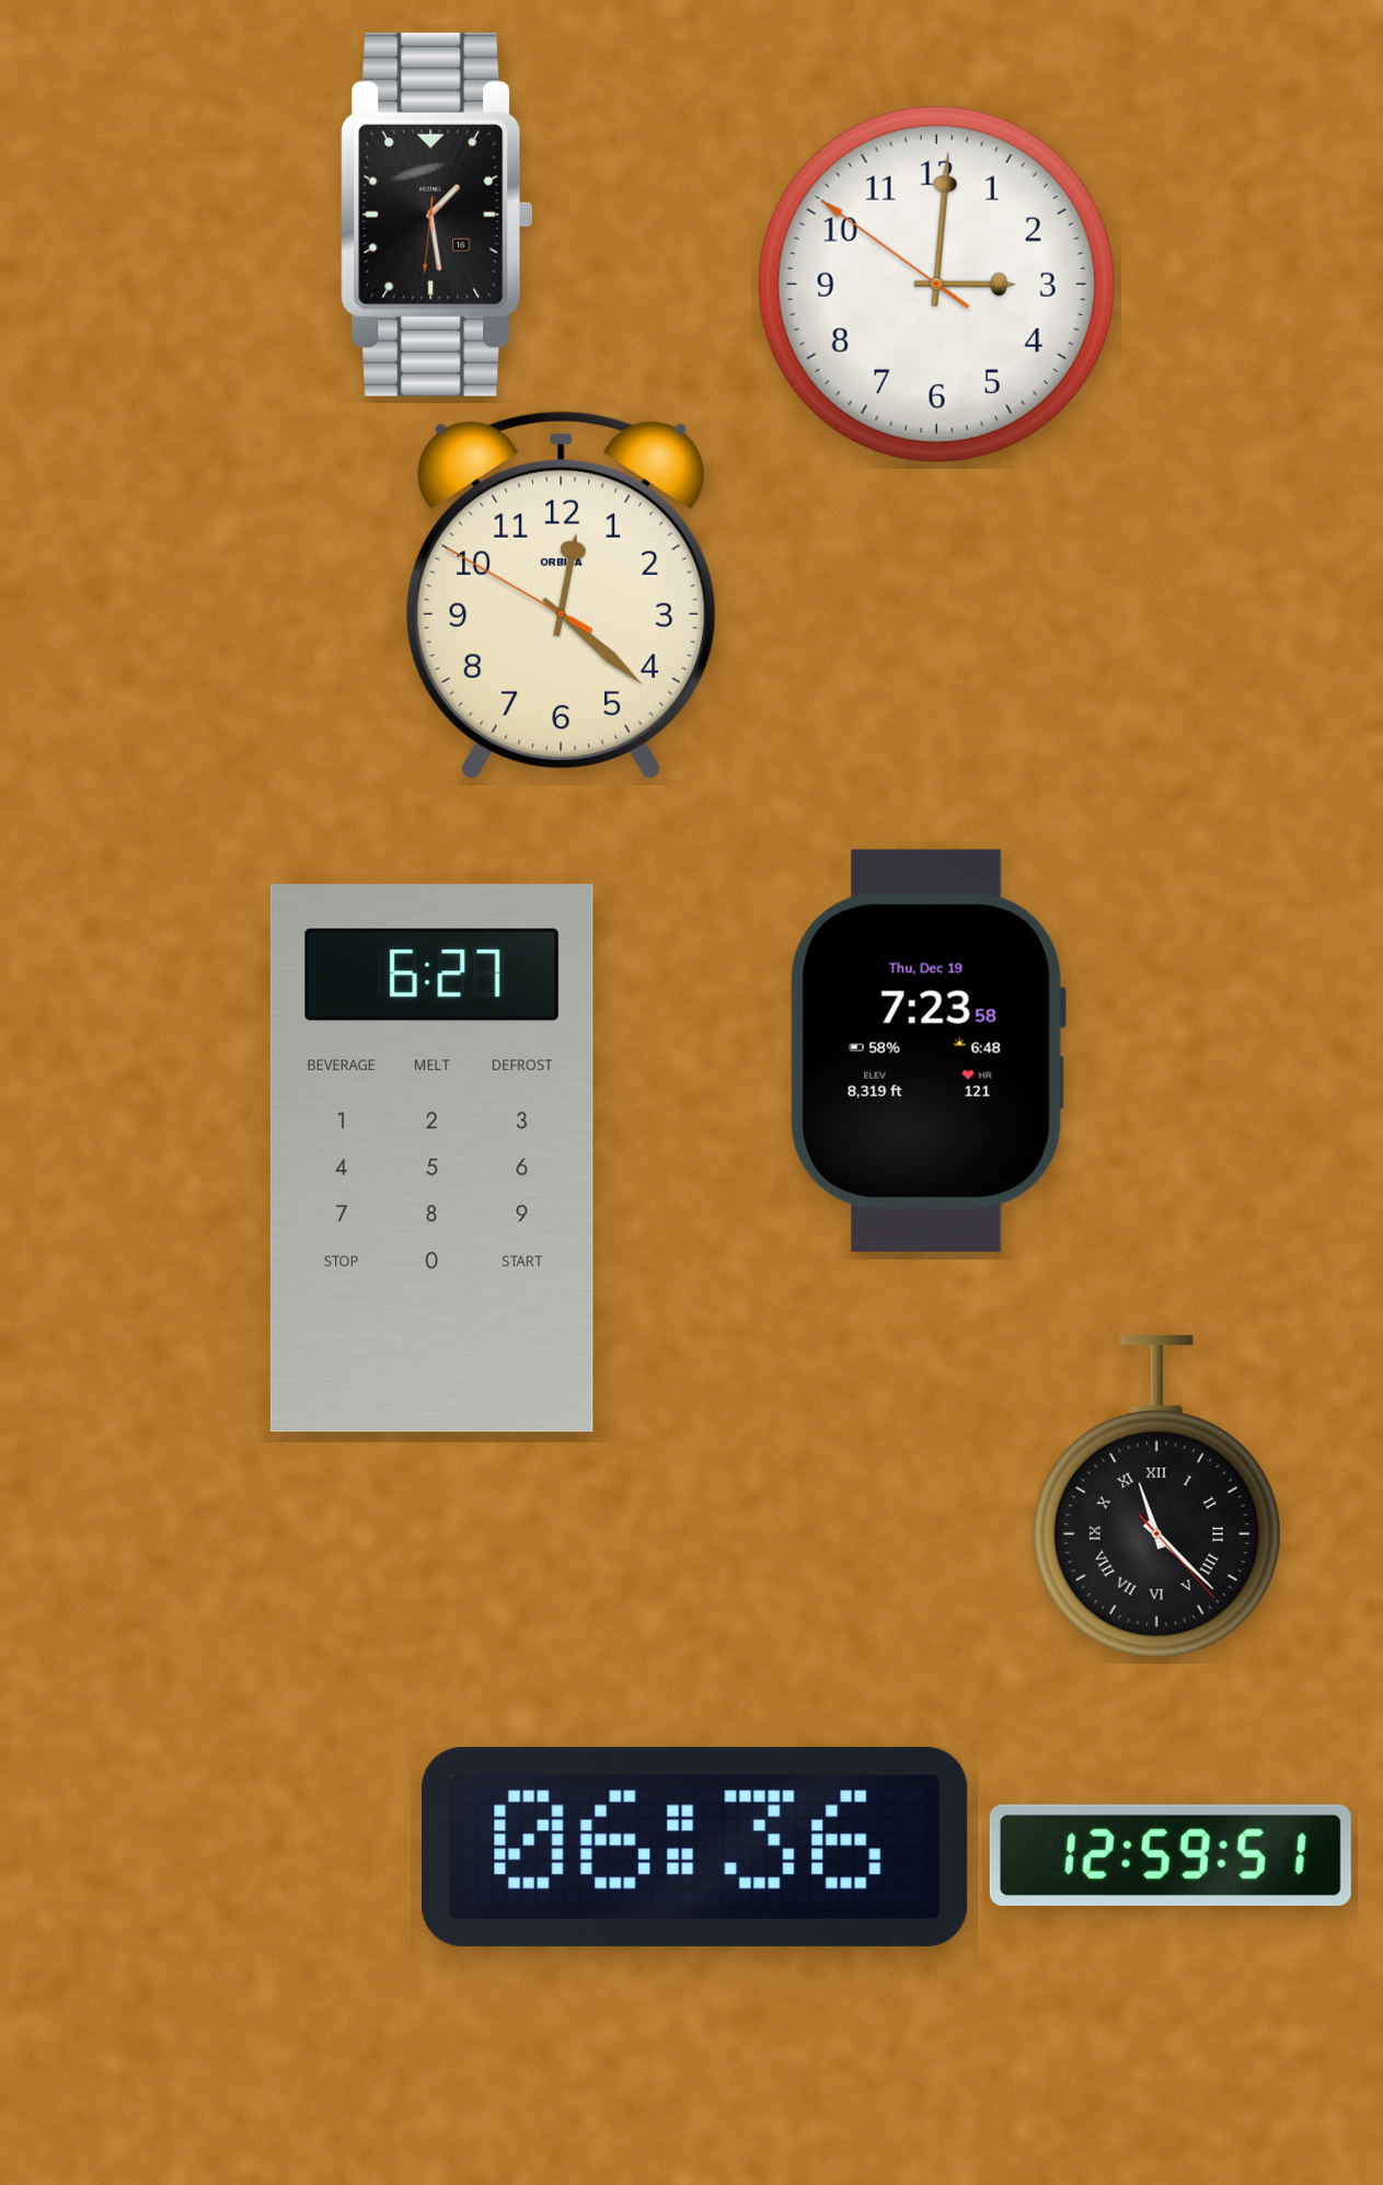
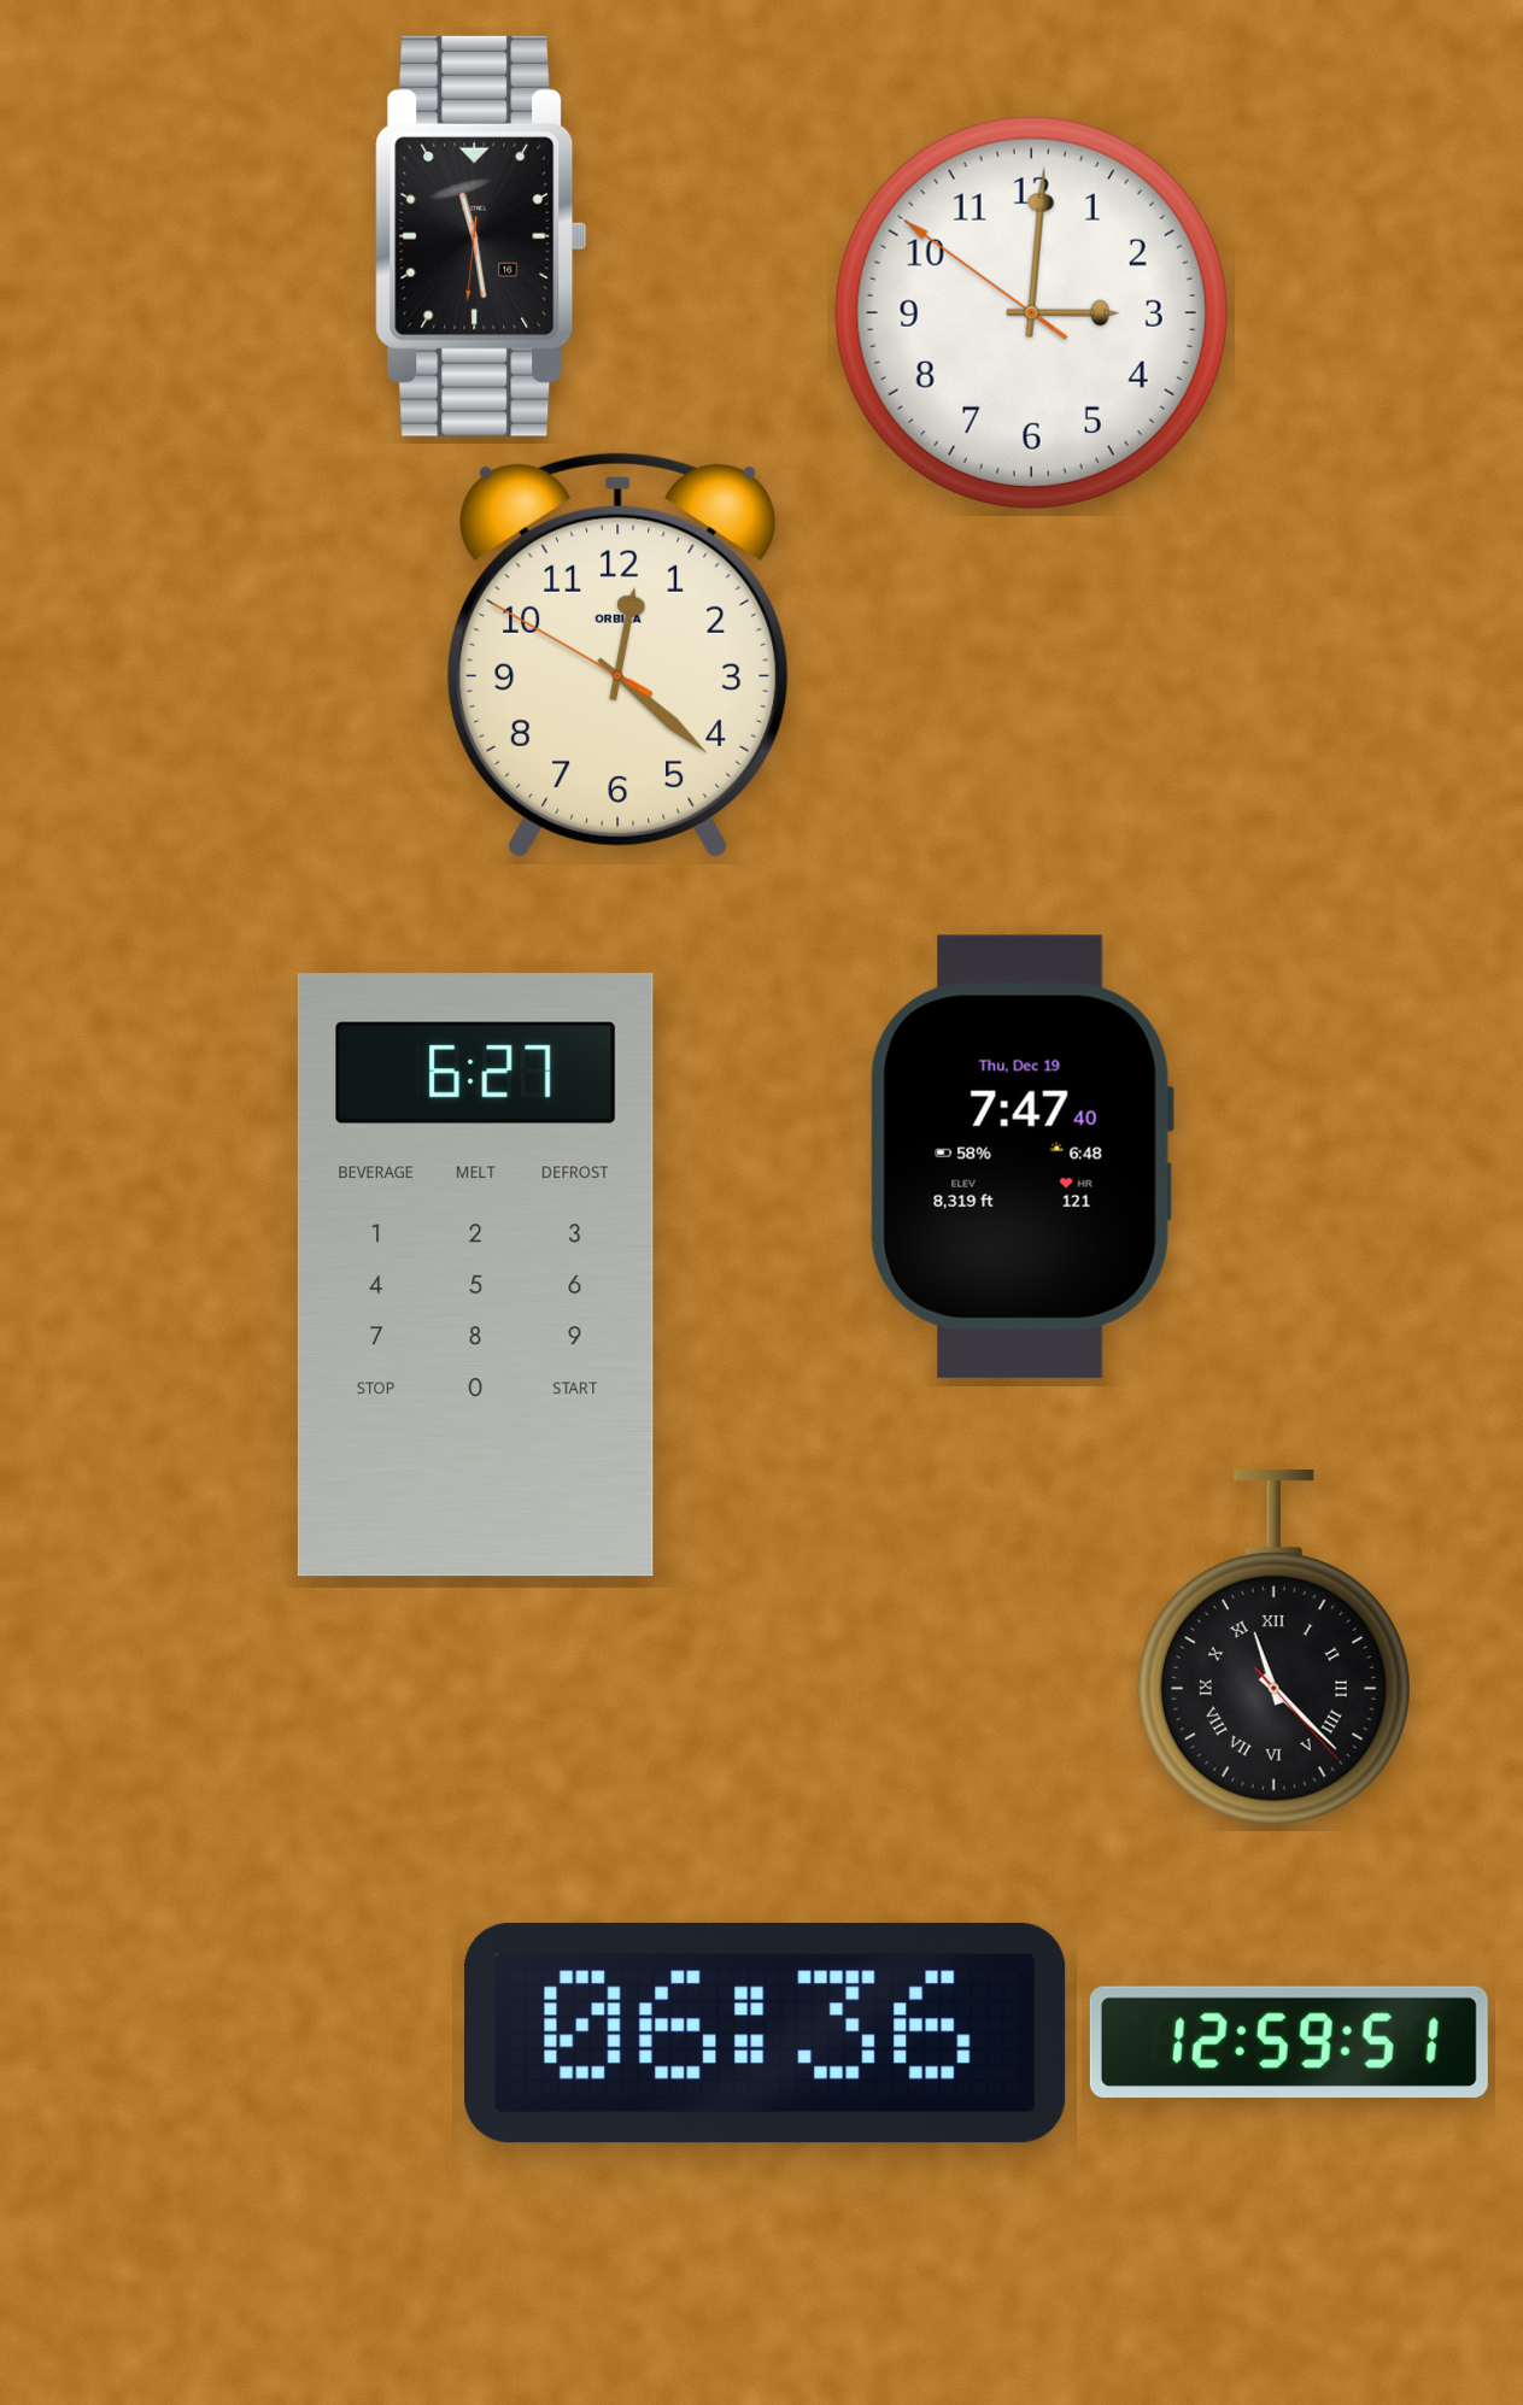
clock at (437, 215): 1:28 -> 11:28
clock at (927, 1050): 7:23 -> 7:47
